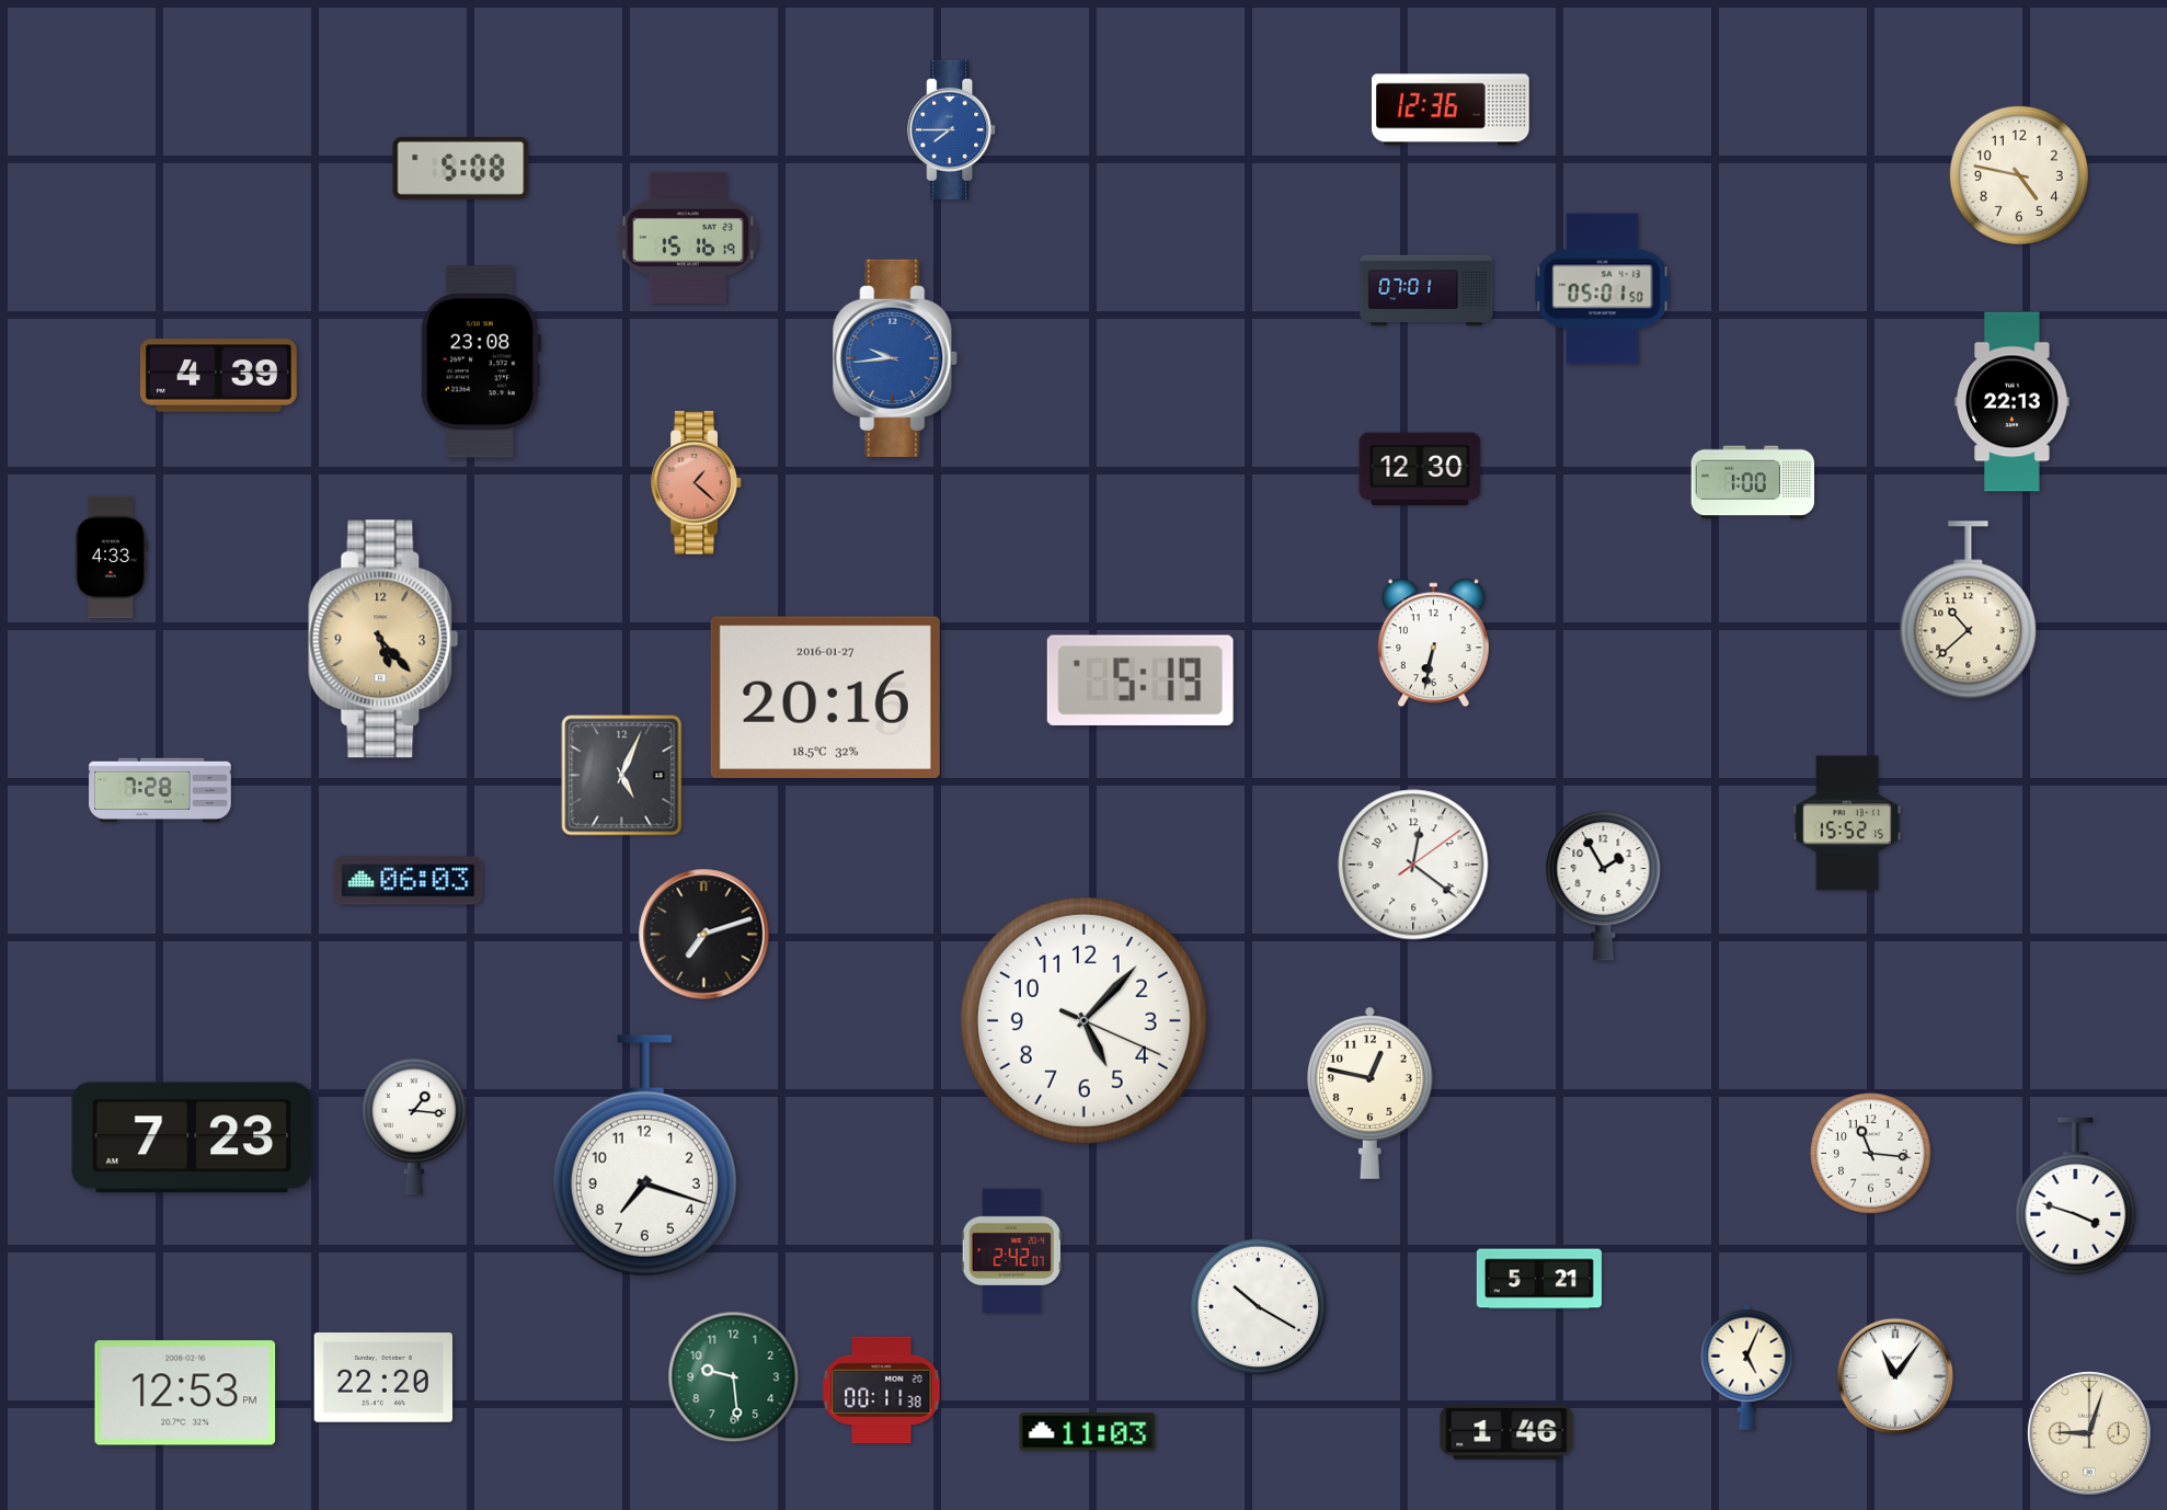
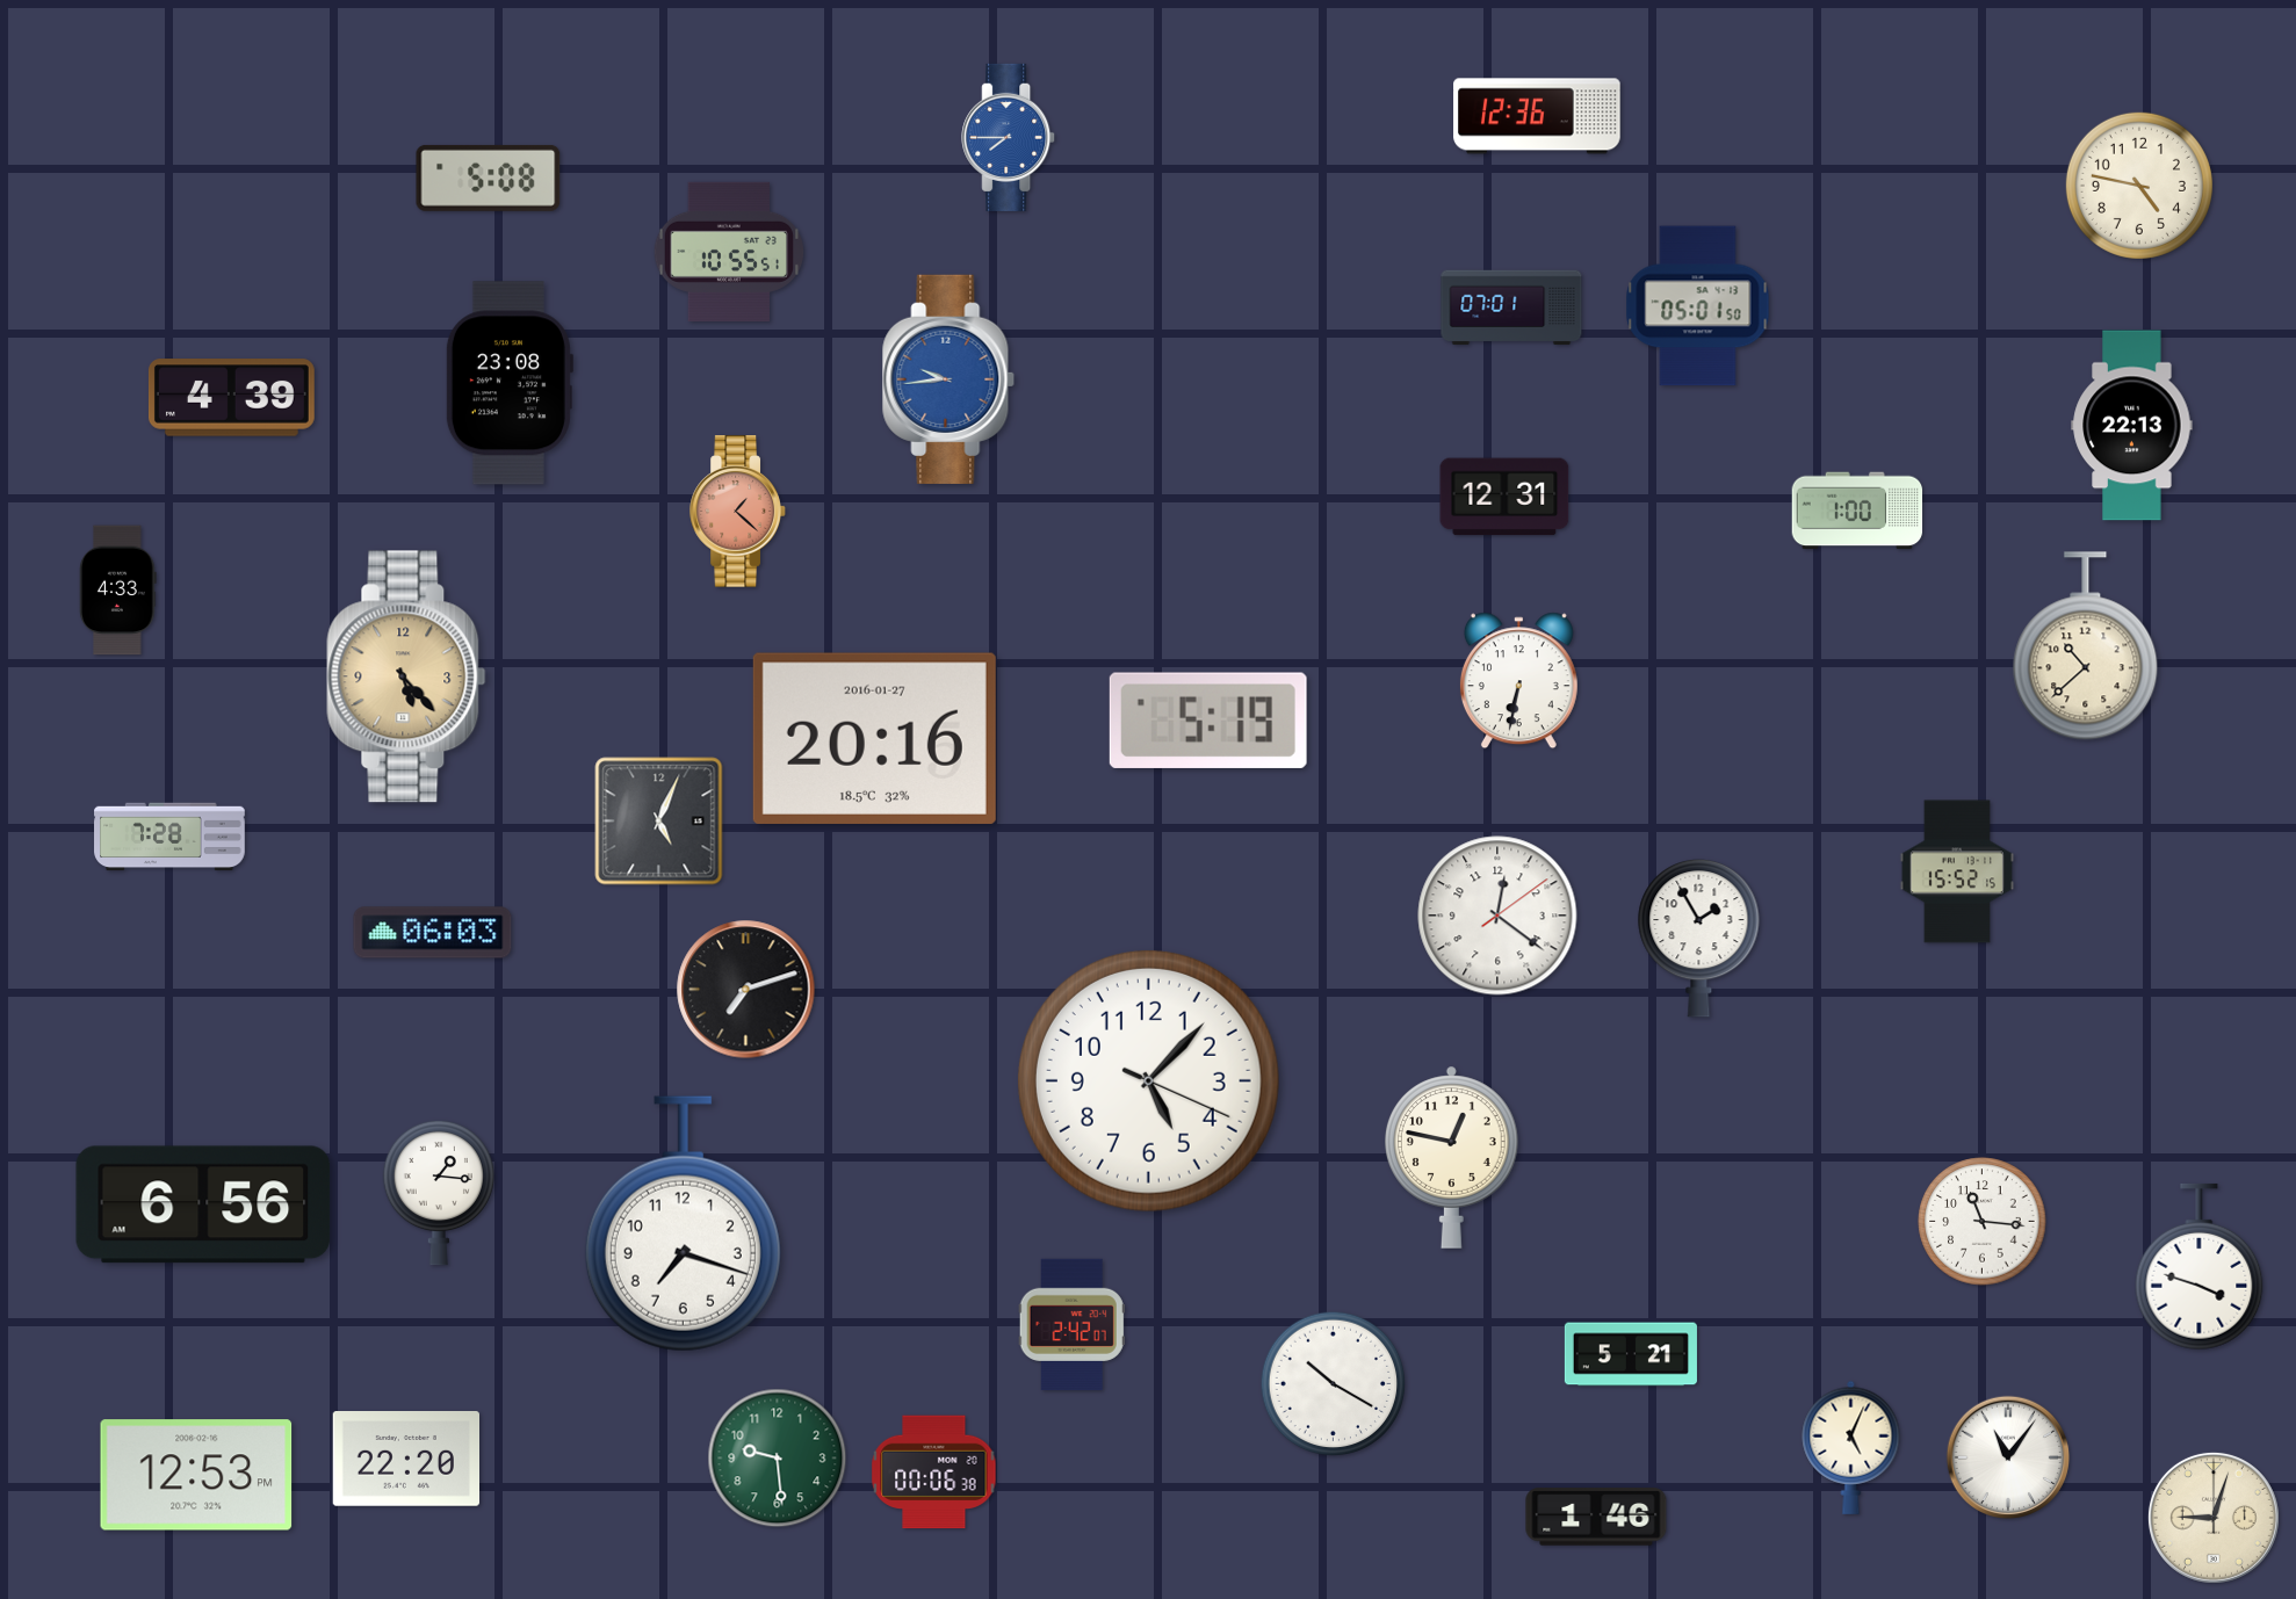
clock at (688, 238): 15:16 -> 10:55
clock at (1420, 469): 12:30 -> 12:31
clock at (192, 1137): 7:23 -> 6:56
clock at (882, 1391): 00:11 -> 00:06
clock at (1088, 1432): 11:03 -> none
